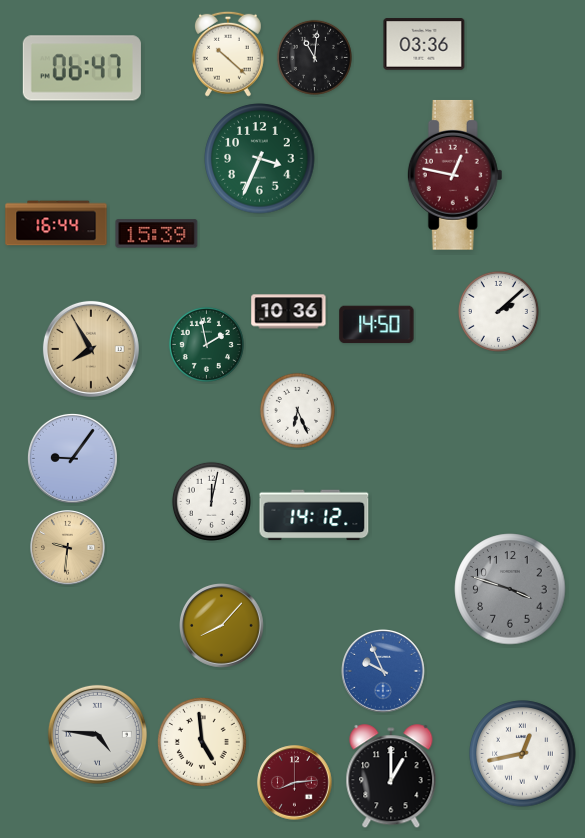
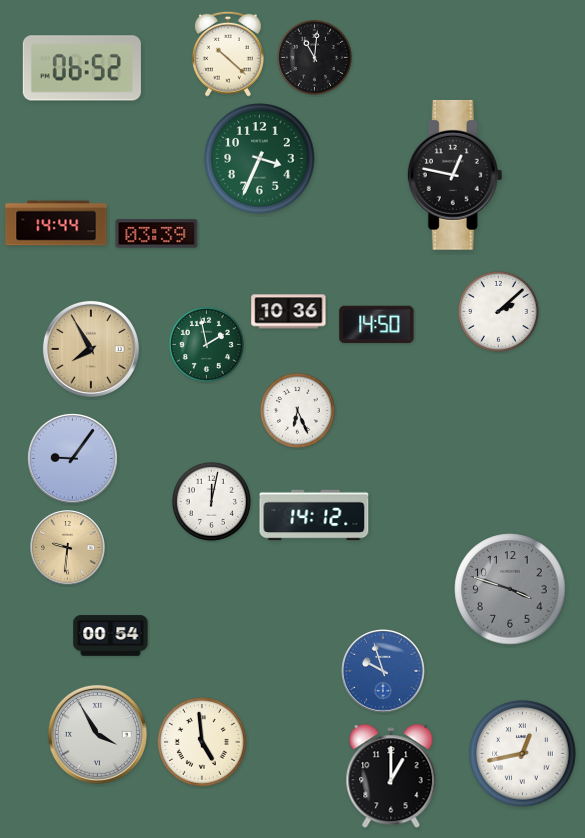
clock at (424, 44): 03:36 -> none
clock at (82, 68): 06:47 -> 06:52
clock at (455, 175) dial: burgundy -> black
clock at (56, 223): 16:44 -> 14:44
clock at (157, 234): 15:39 -> 03:39
clock at (222, 626): 8:07 -> none
clock at (111, 636): none -> 00:54
clock at (384, 672): 9:56 -> 9:57
clock at (97, 734): 4:46 -> 3:55
clock at (295, 783): 8:14 -> none
